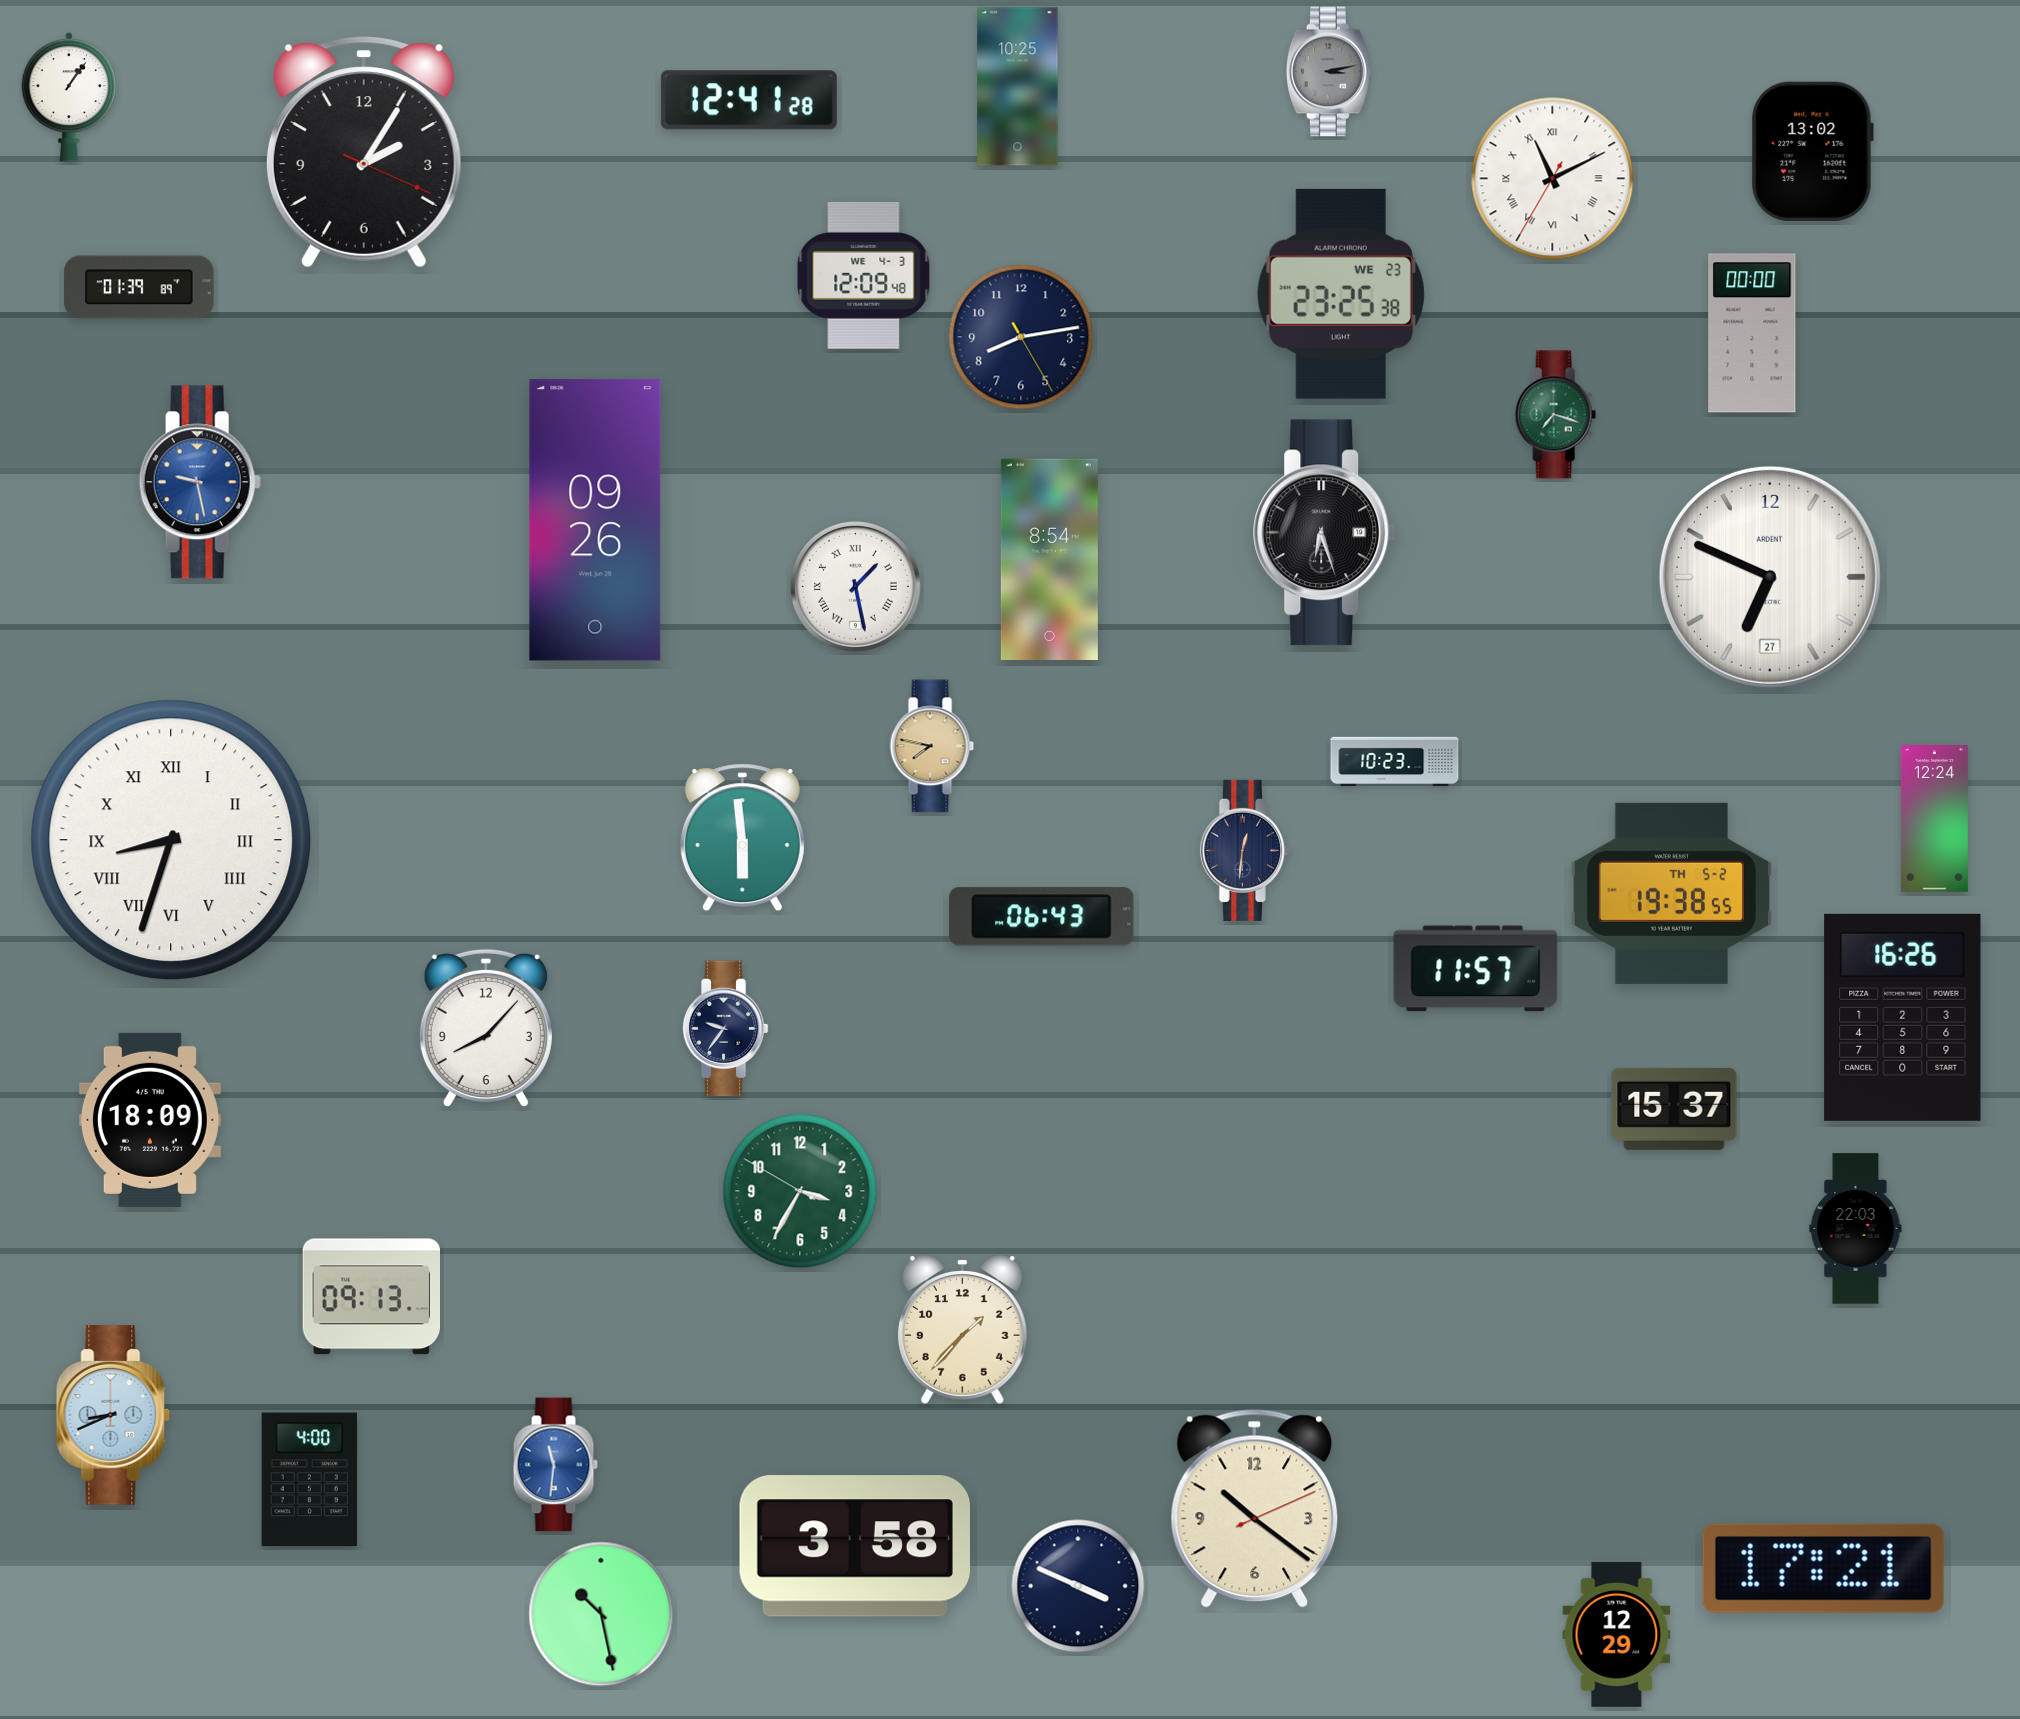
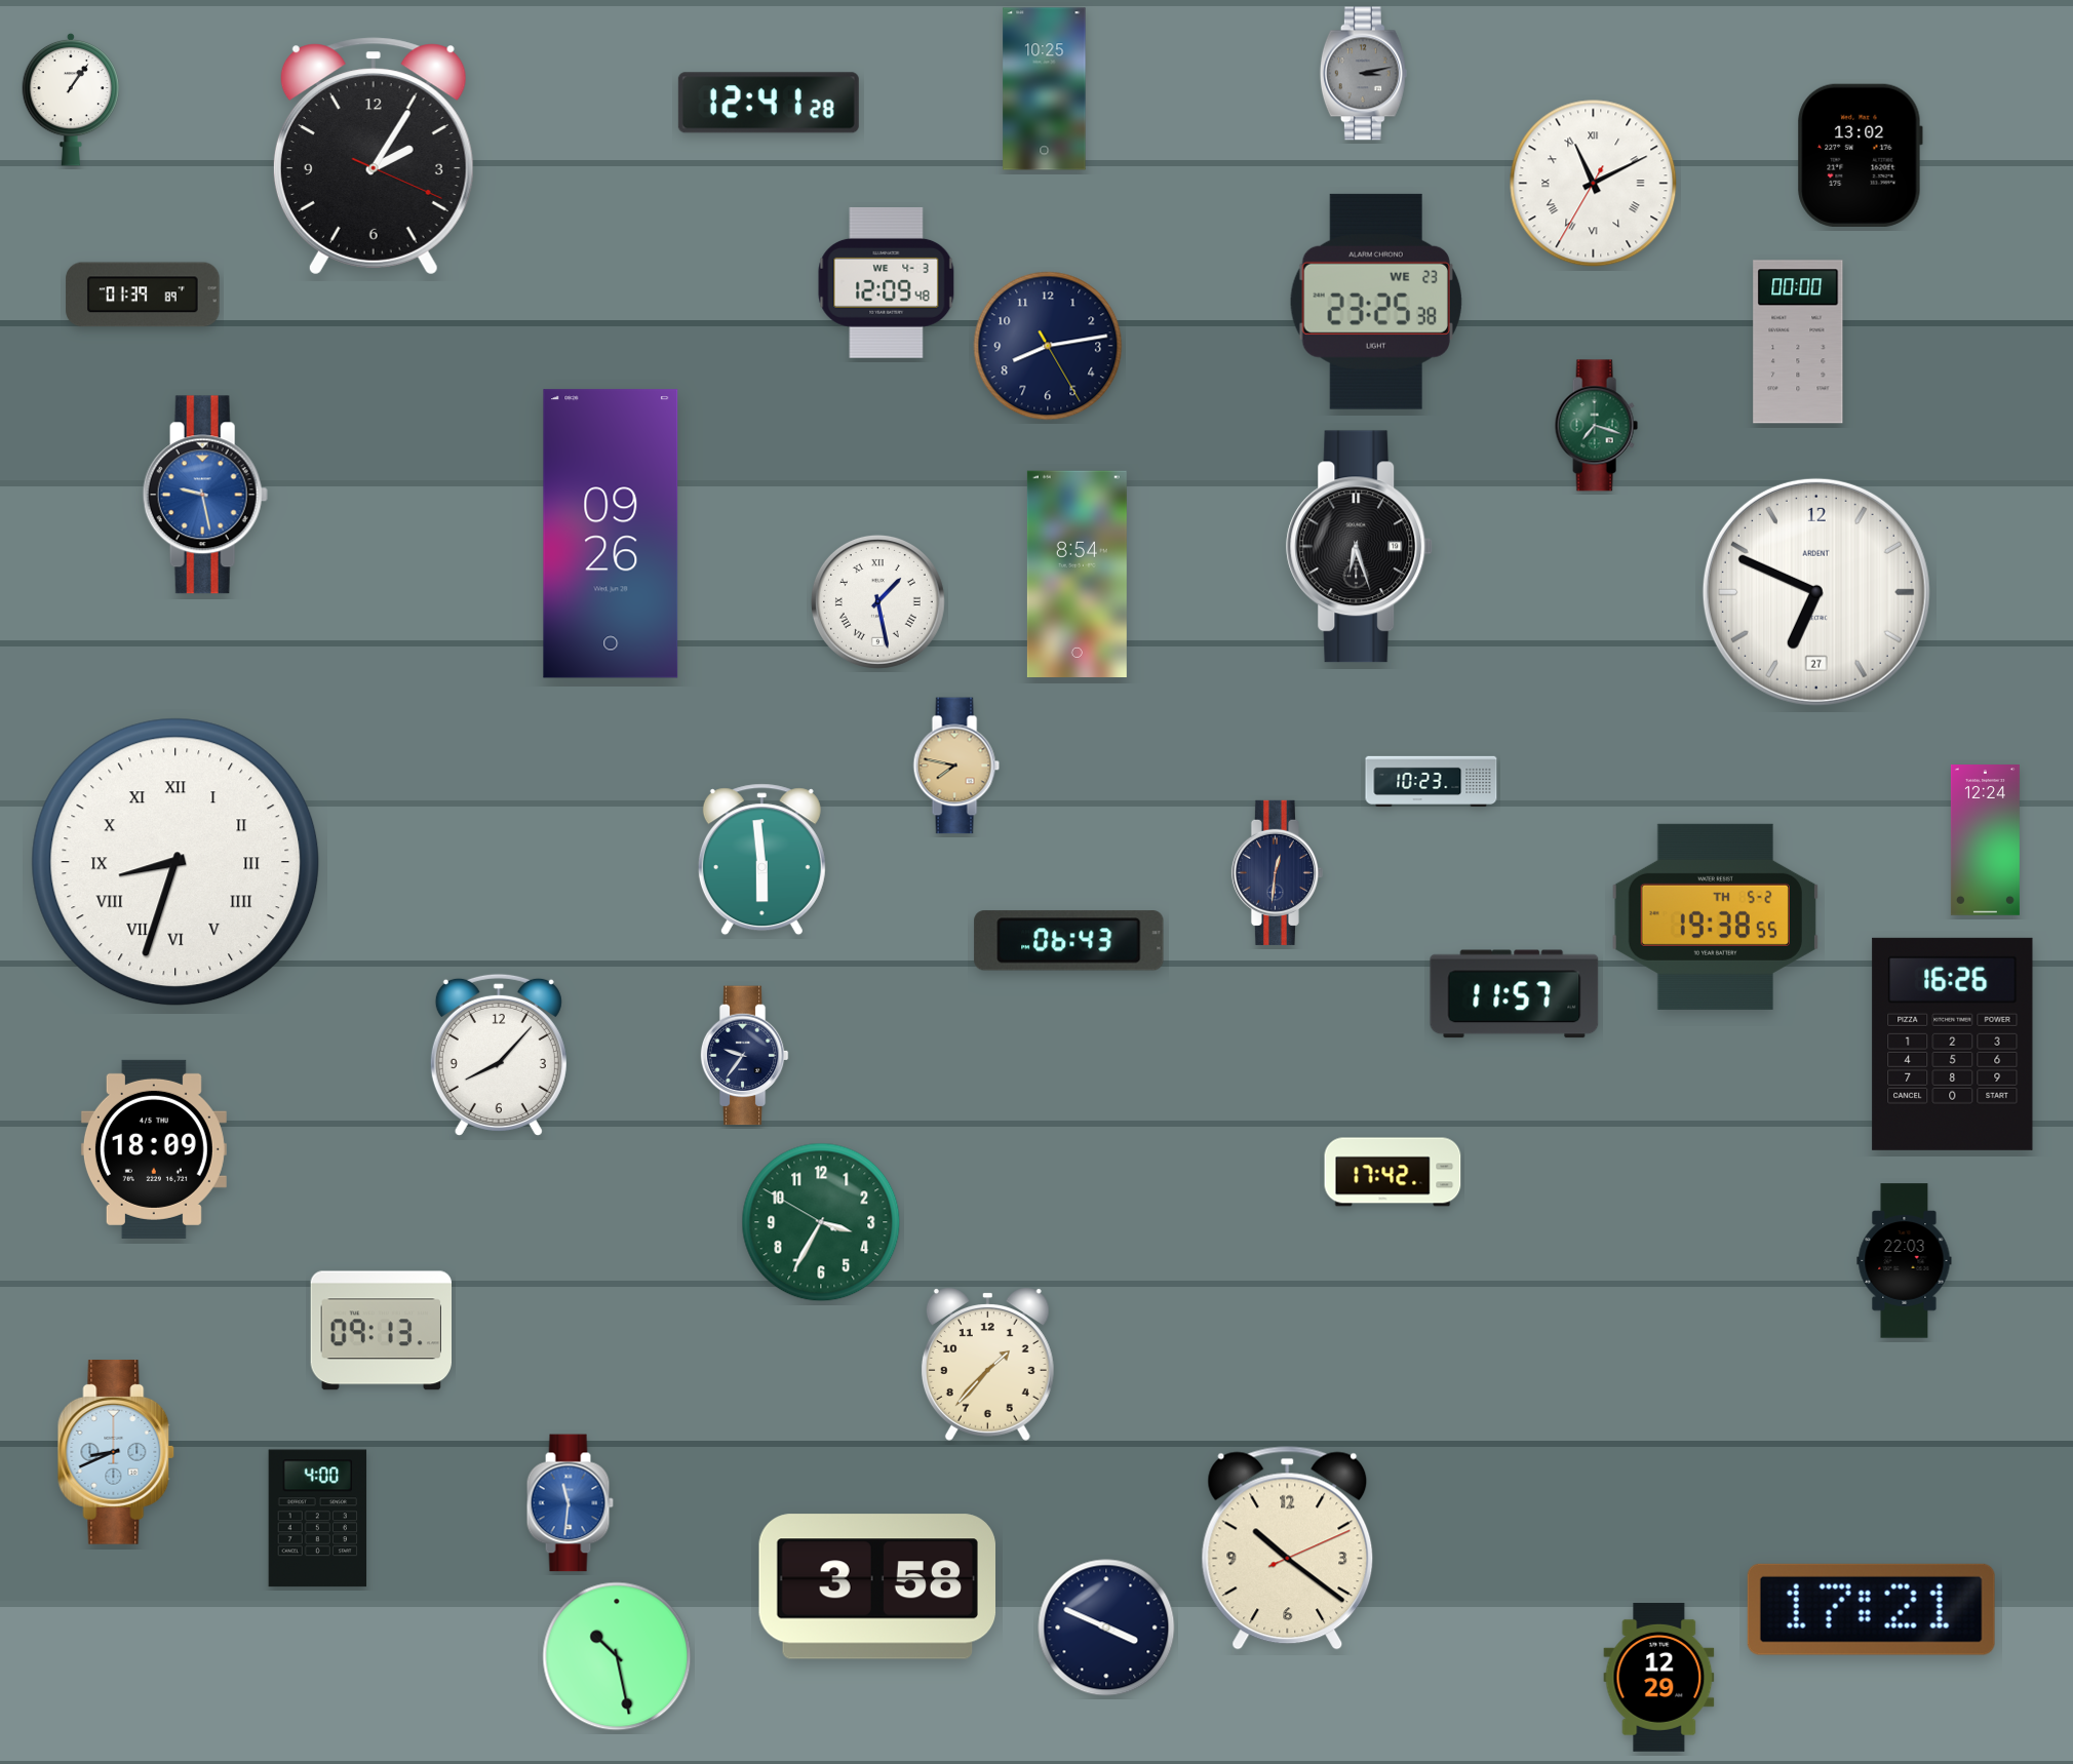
clock at (1674, 1109): 15:37 -> none
clock at (1393, 1172): none -> 17:42
